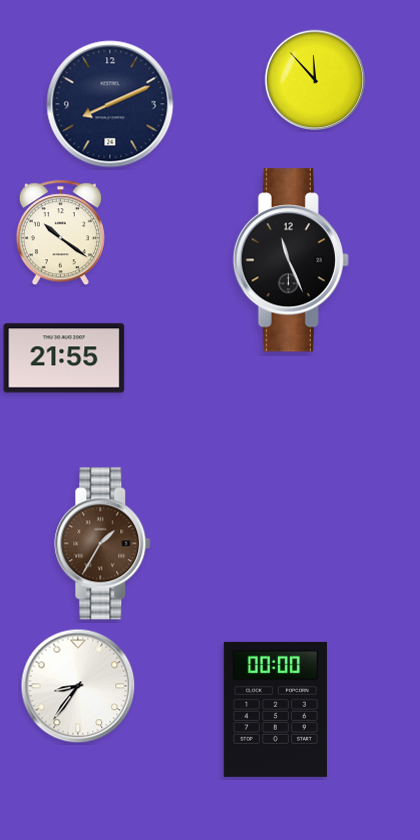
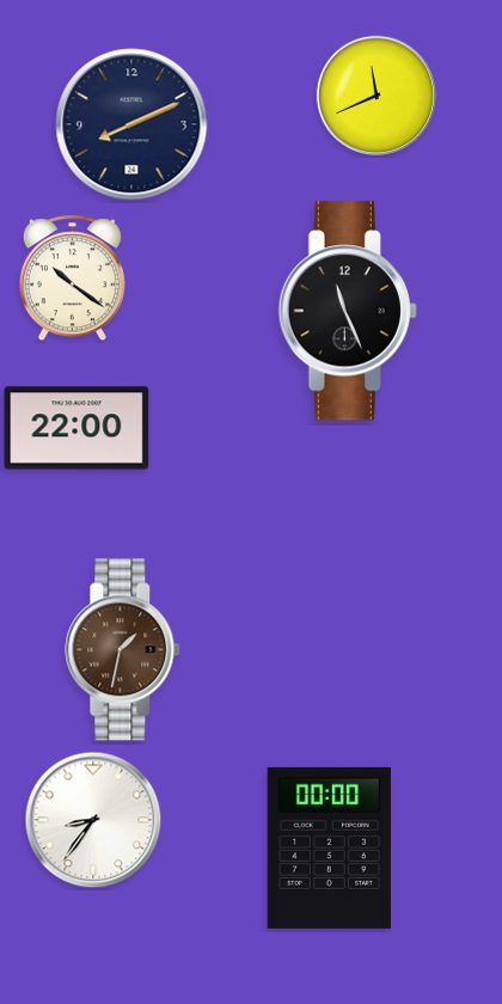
clock at (314, 79): 11:53 -> 11:41
clock at (64, 358): 21:55 -> 22:00
clock at (103, 544): 1:35 -> 1:32
